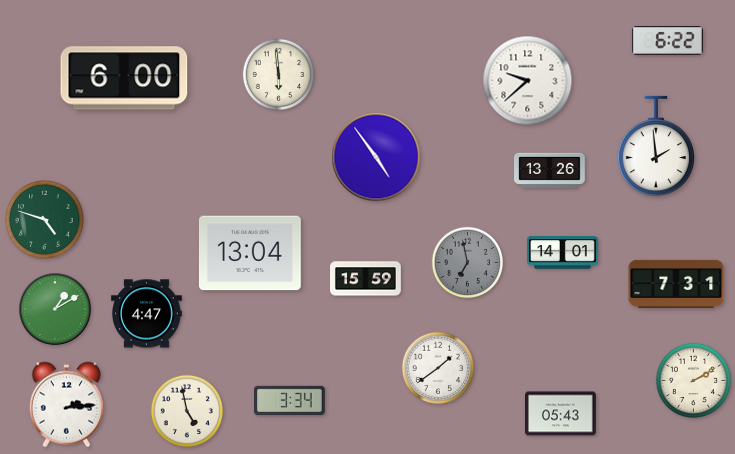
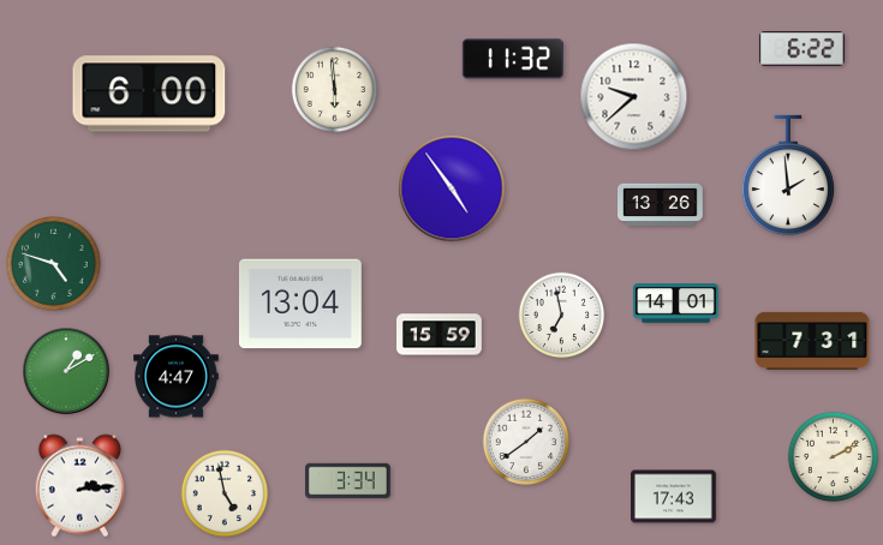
clock at (513, 59): none -> 11:32
clock at (468, 263) dial: grey -> white
clock at (561, 414): 05:43 -> 17:43
